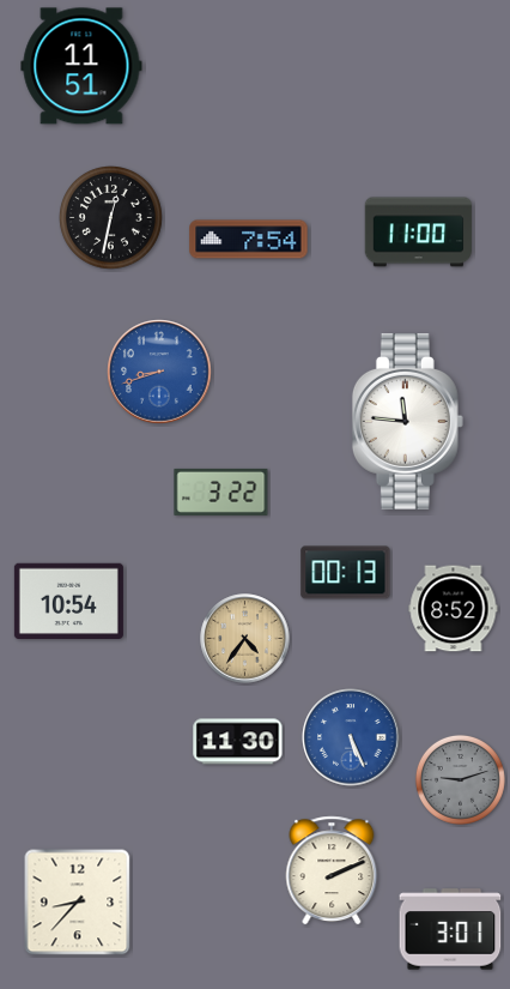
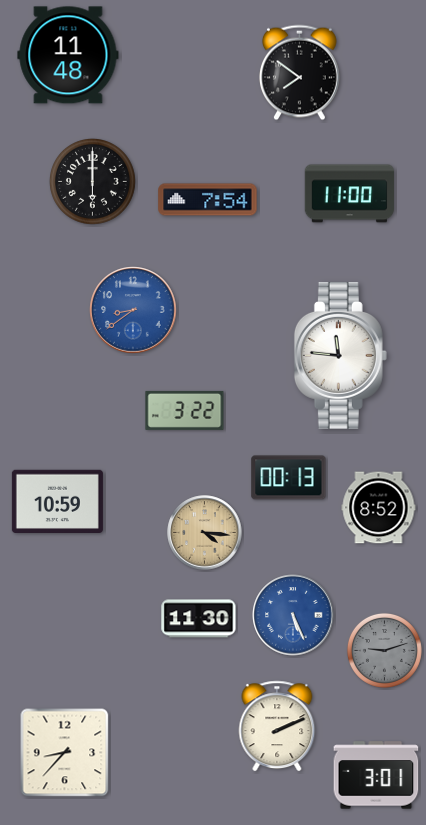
clock at (81, 66): 11:51 -> 11:48
clock at (300, 73): none -> 7:51
clock at (111, 218): 12:32 -> 6:00
clock at (159, 372): 8:42 -> 8:39
clock at (407, 421) position: (407, 421) -> (340, 355)
clock at (68, 601): 10:54 -> 10:59
clock at (245, 639): 4:36 -> 4:16
